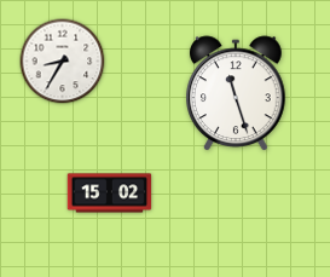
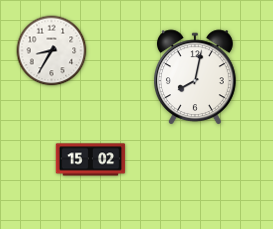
clock at (237, 93): 11:27 -> 8:02
